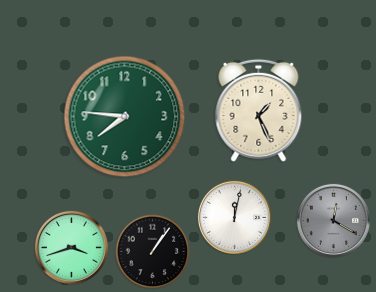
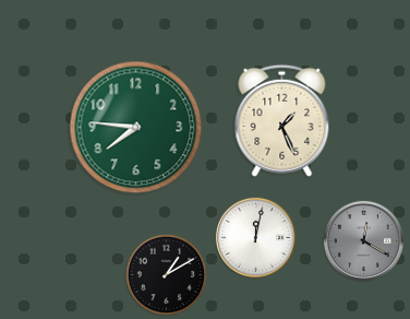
clock at (71, 247): 3:42 -> none
clock at (153, 252): 1:06 -> 1:10
